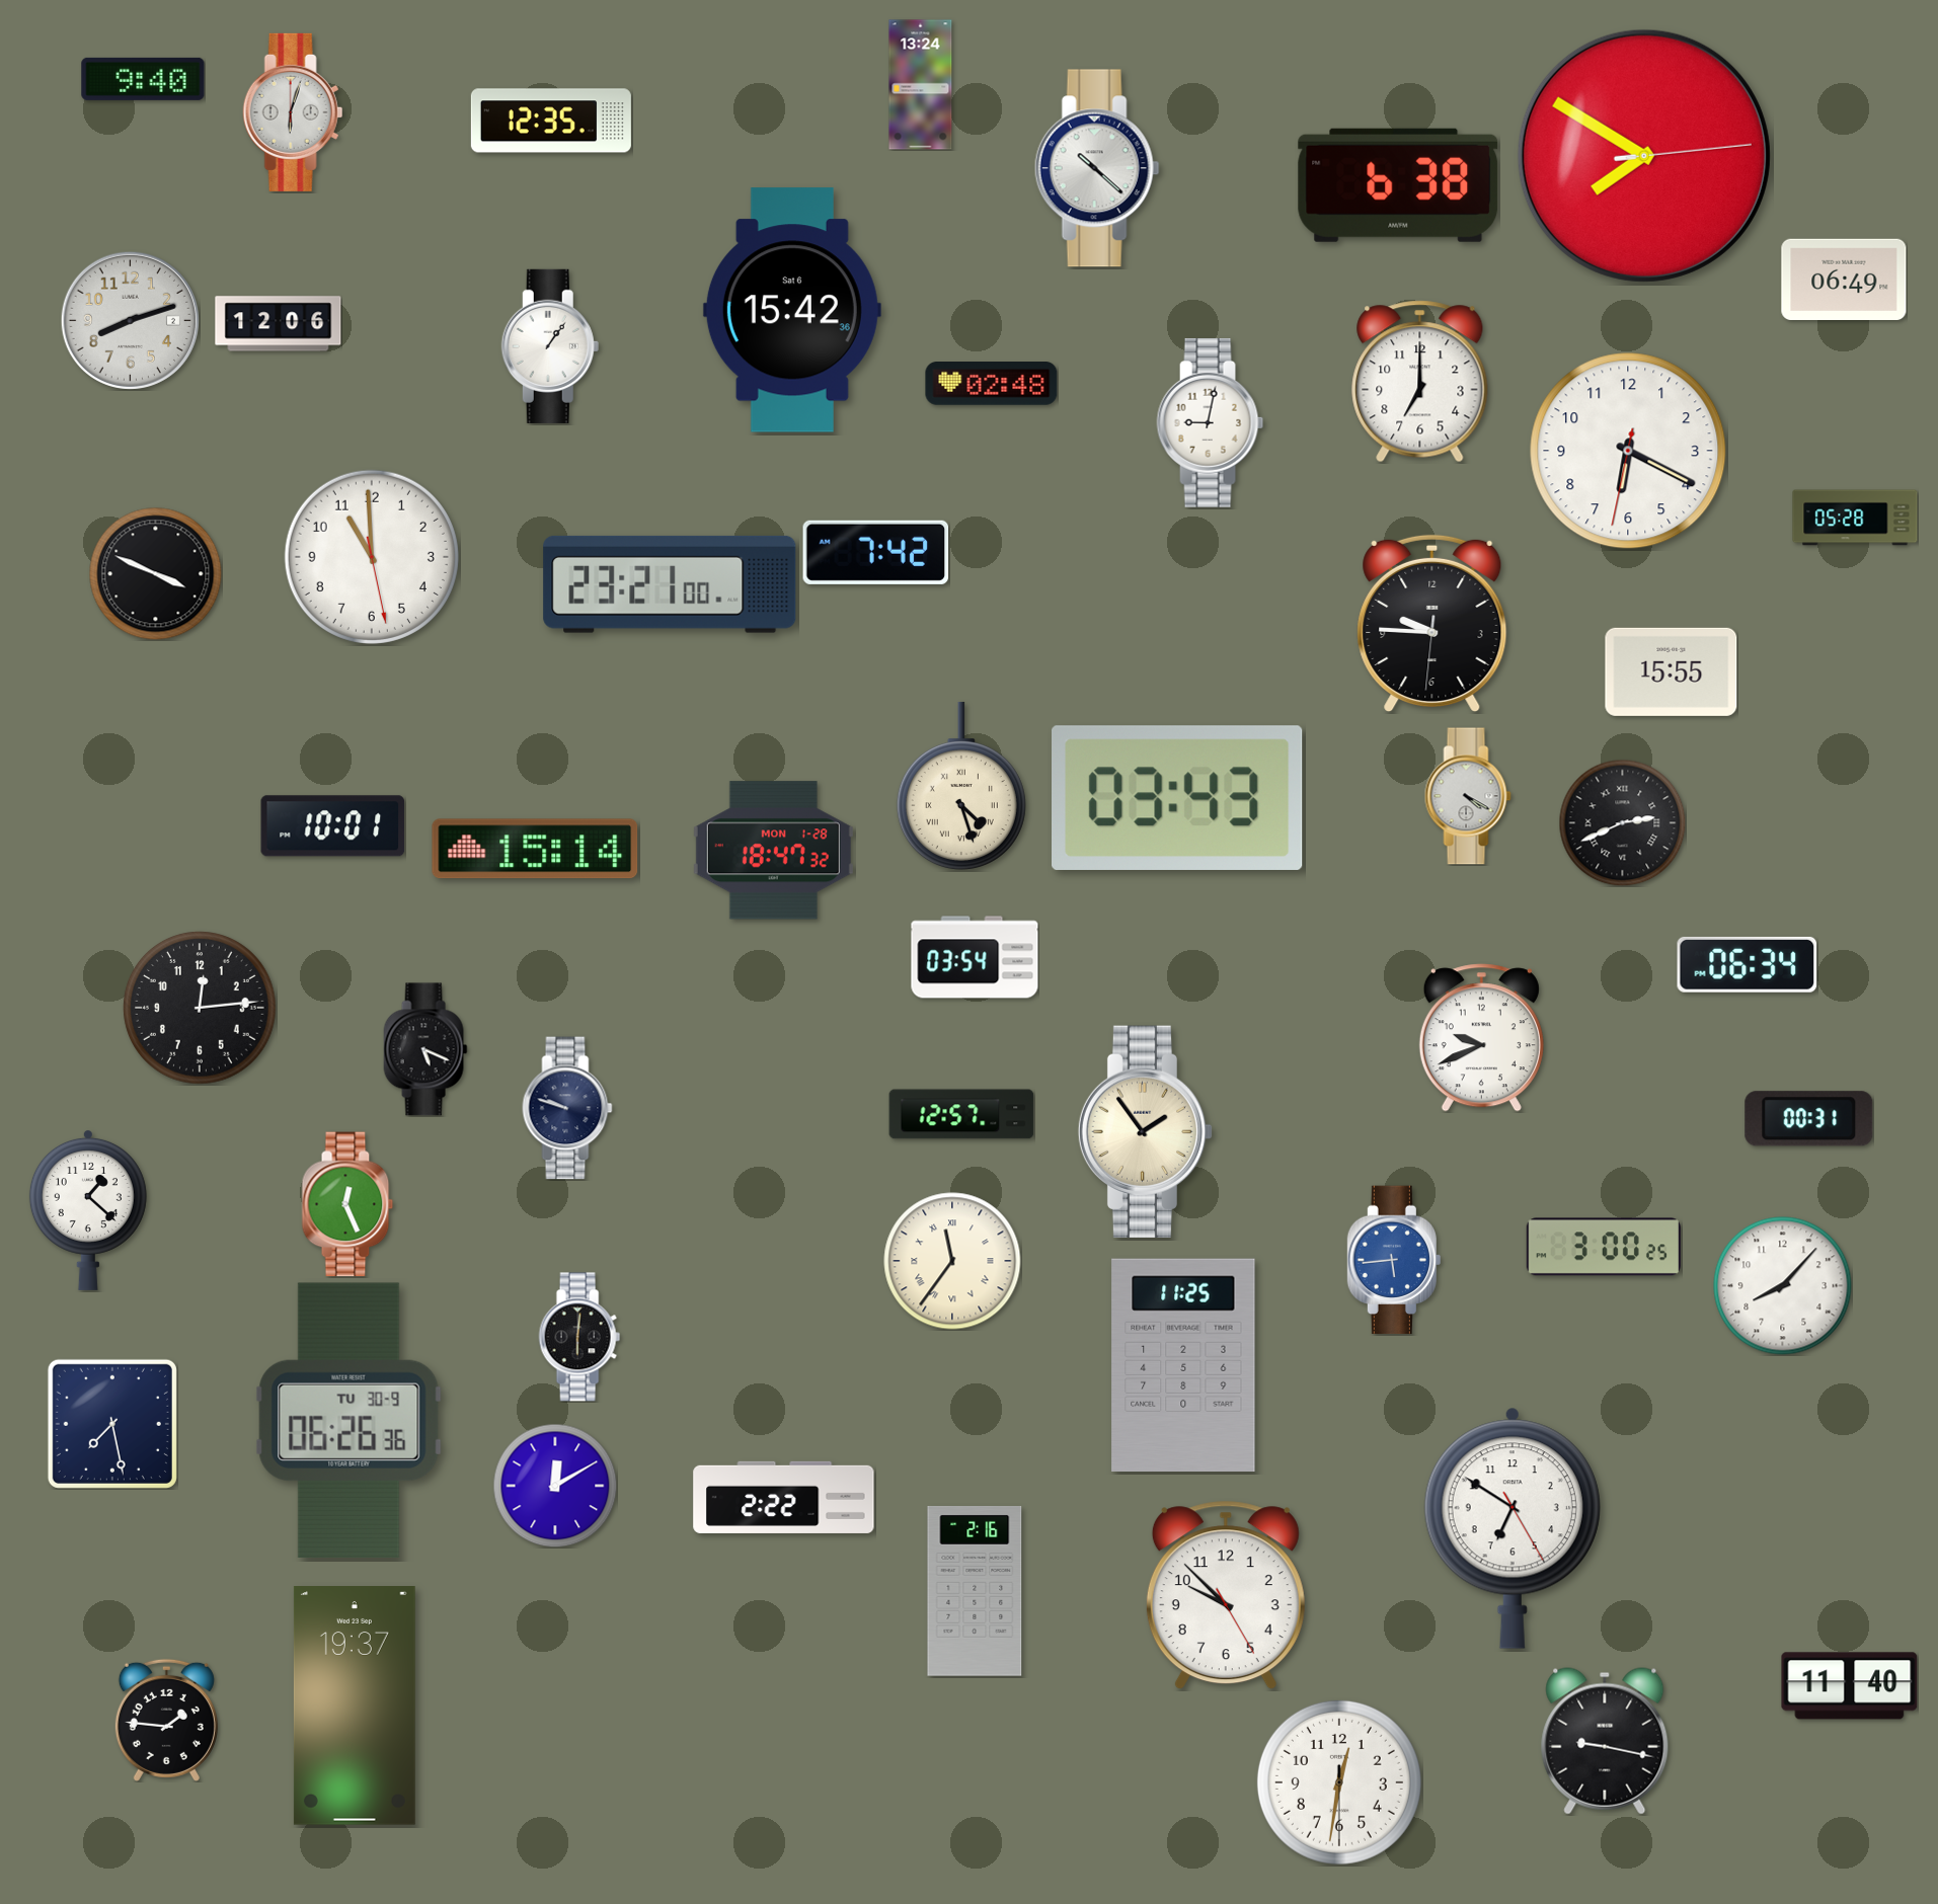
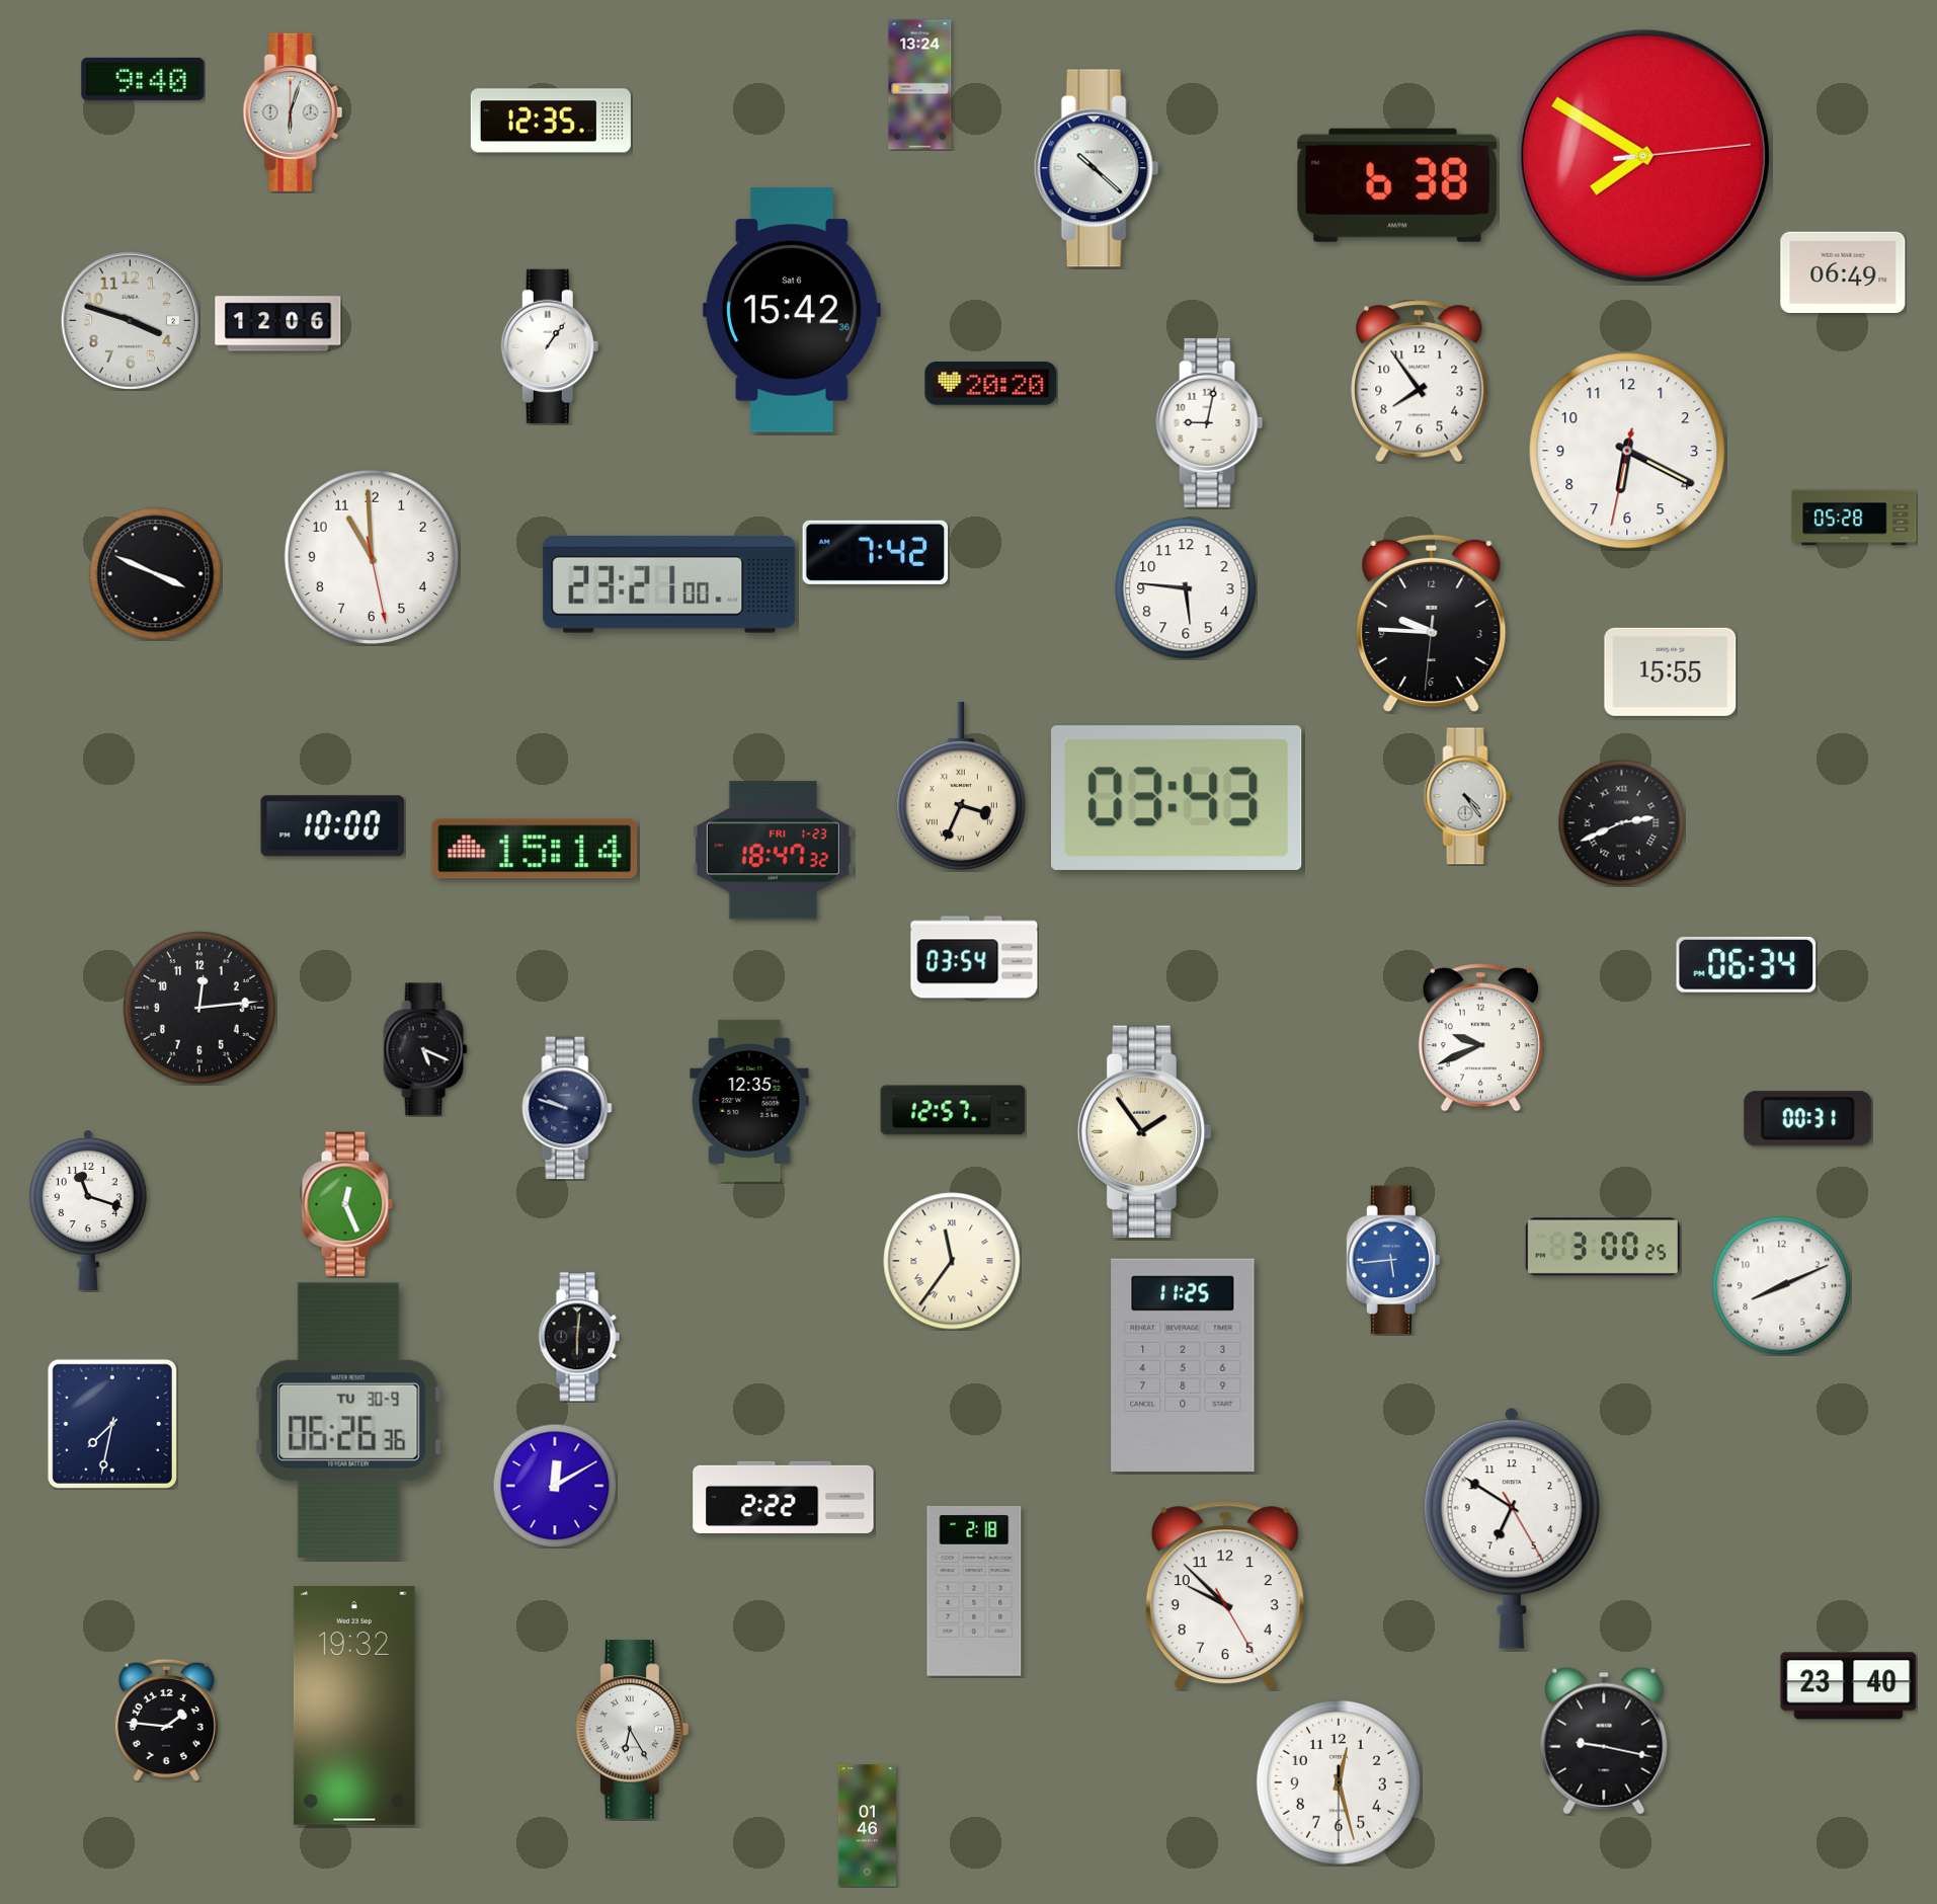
clock at (1844, 279) position: (1844, 279) -> (1843, 271)
clock at (130, 320): 8:12 -> 3:48
clock at (1420, 382): 7:00 -> 7:54
clock at (992, 384): 02:48 -> 20:20
clock at (1186, 588): none -> 5:46
clock at (961, 786): 4:27 -> 3:34
clock at (1468, 796): 4:20 -> 4:24
clock at (333, 826): 10:01 -> 10:00
clock at (773, 851) date: MON 1-28 -> FRI 1-23
clock at (749, 1101): none -> 12:35
clock at (961, 1114) position: (961, 1114) -> (953, 1110)
clock at (88, 1209): 1:22 -> 11:18
clock at (1783, 1286): 8:07 -> 8:11
clock at (112, 1424): 7:28 -> 7:32
clock at (975, 1591): 2:16 -> 2:18
clock at (1850, 1686): 11:40 -> 23:40
clock at (355, 1707): 19:37 -> 19:32
clock at (633, 1730): none -> 6:25
clock at (1339, 1782): 12:31 -> 12:27
clock at (867, 1826): none -> 01:46
